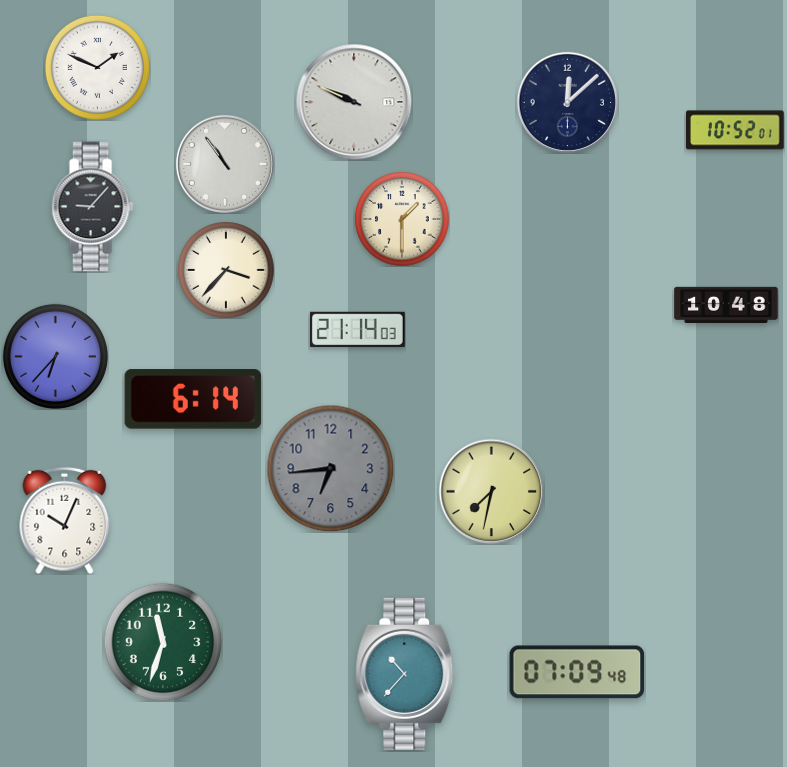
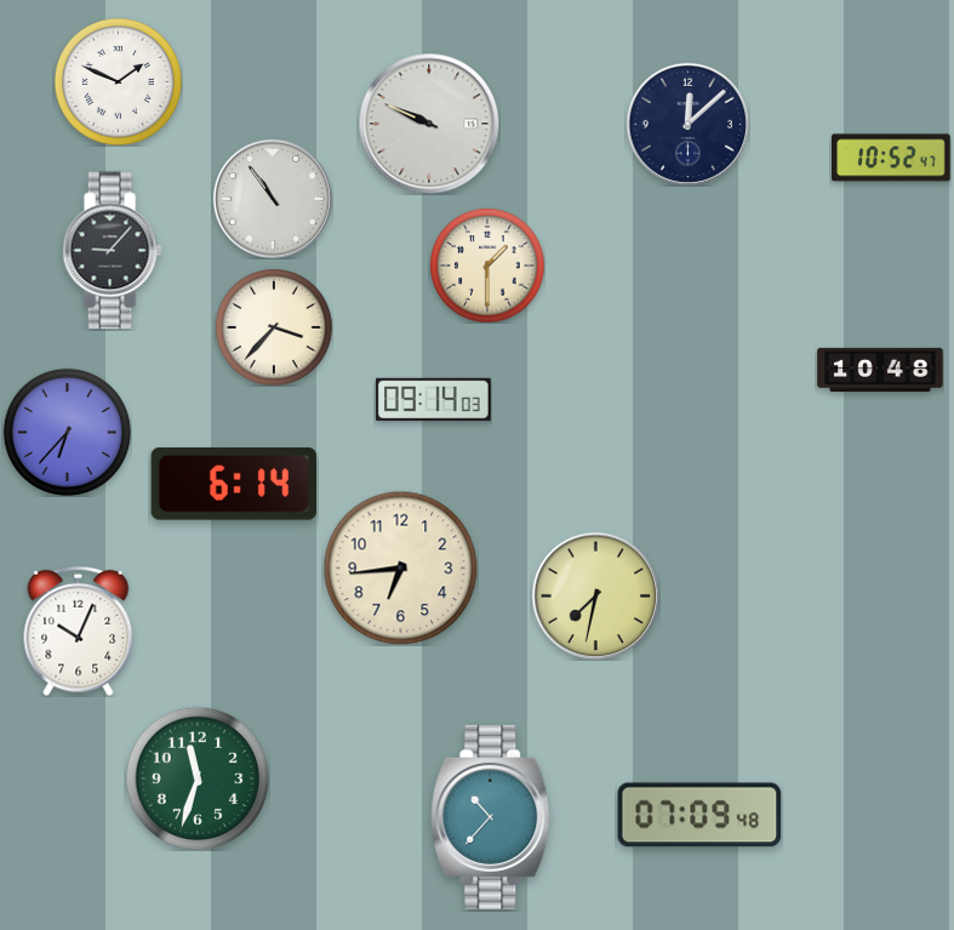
clock at (735, 130): 10:52:01 -> 10:52:47
clock at (357, 330): 21:14 -> 09:14
clock at (330, 468) dial: grey -> cream
